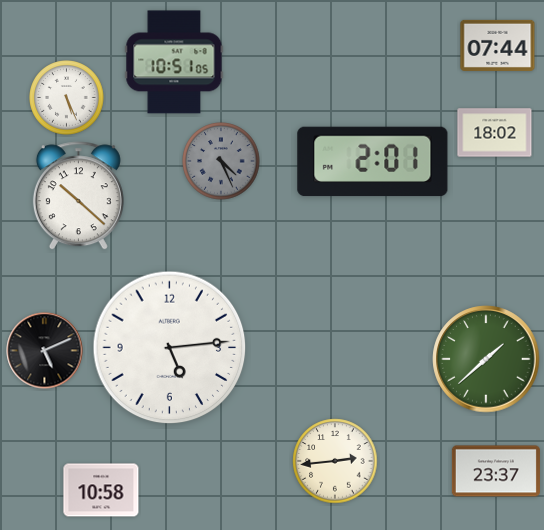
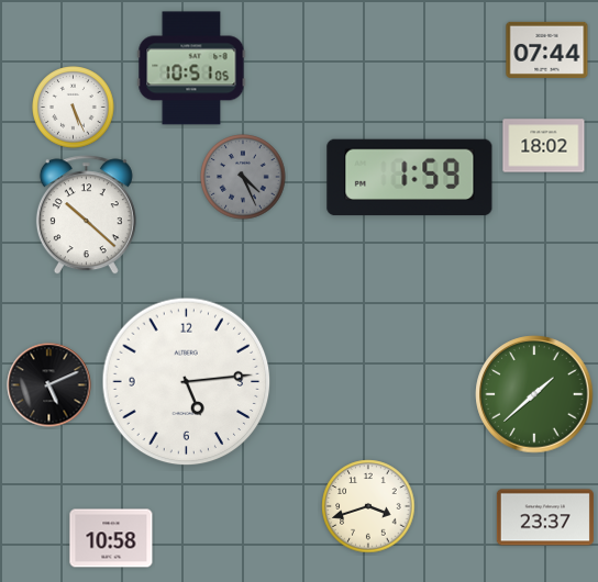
clock at (373, 162): 2:01 -> 1:59
clock at (335, 461): 2:44 -> 3:42
